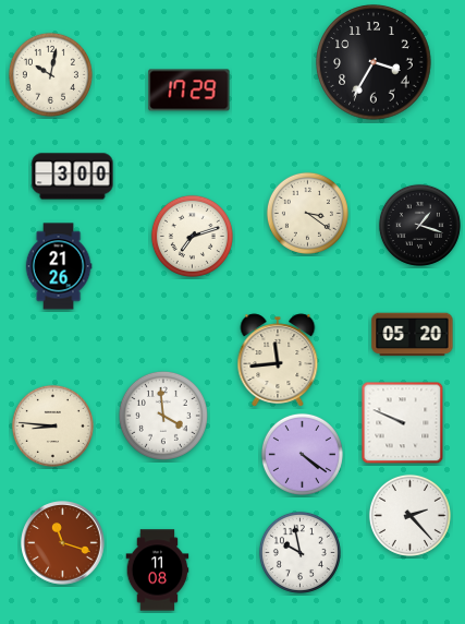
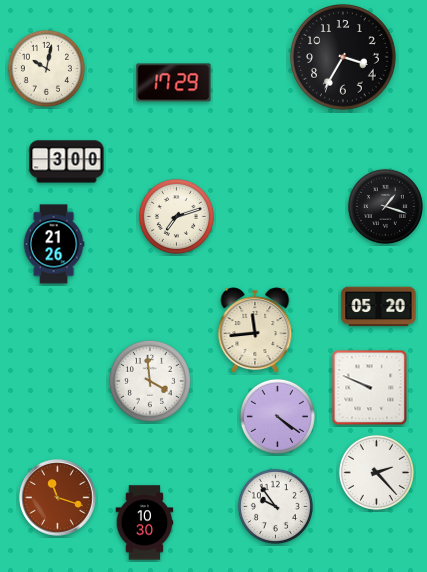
clock at (307, 213): 3:21 -> none
clock at (52, 425): 8:46 -> none
clock at (299, 552): 9:58 -> 9:54
clock at (158, 571): 11:08 -> 10:30
